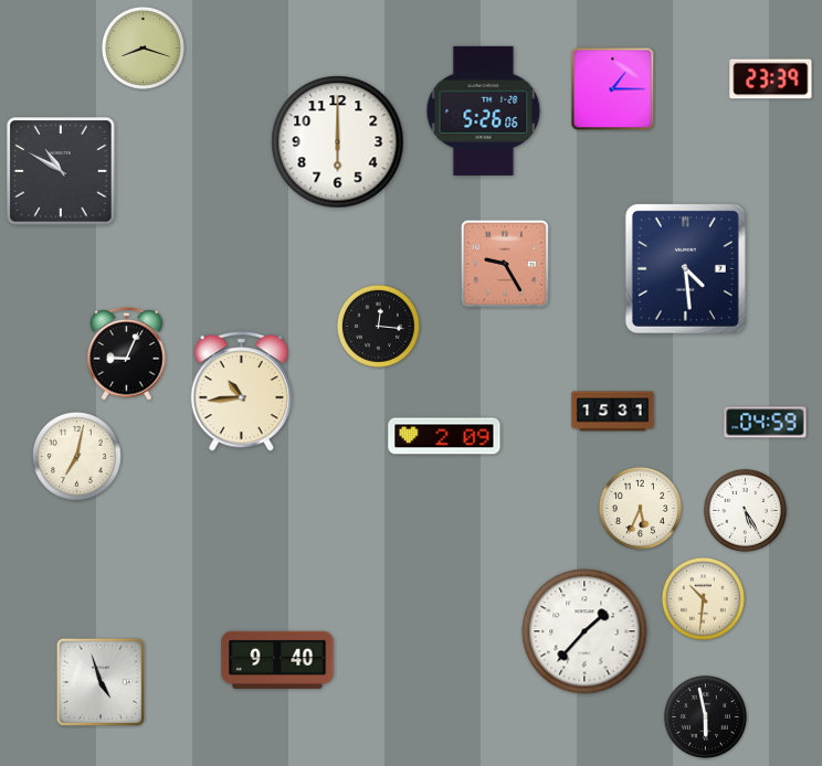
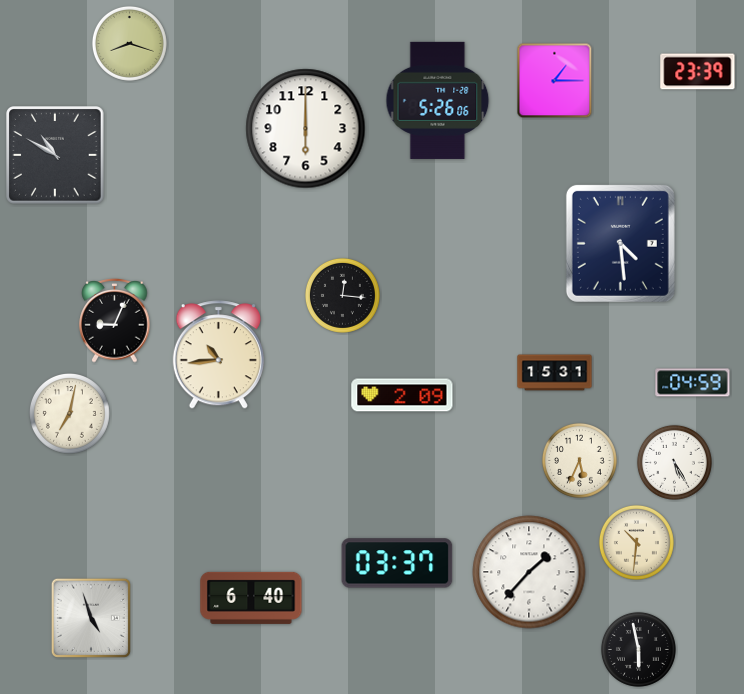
clock at (505, 264): 9:25 -> none
clock at (397, 563): none -> 03:37
clock at (277, 660): 9:40 -> 6:40
